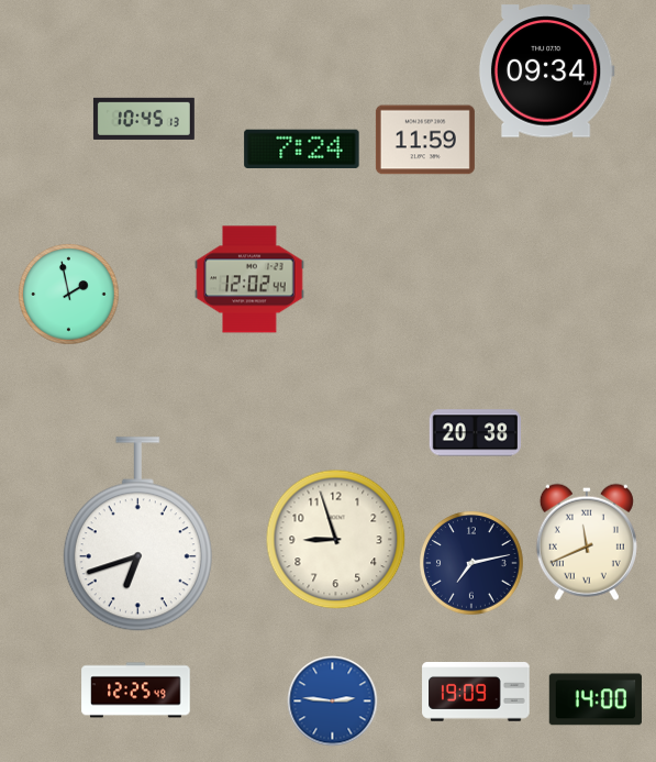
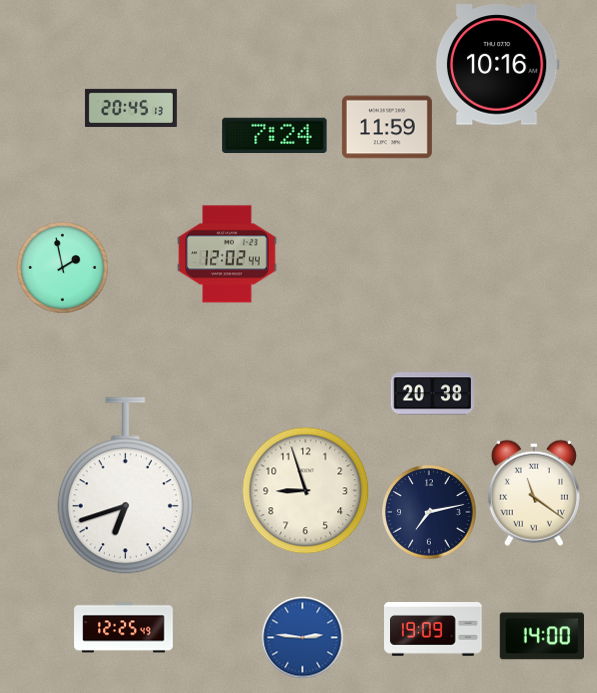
clock at (546, 71): 09:34 -> 10:16
clock at (144, 119): 10:45 -> 20:45
clock at (587, 542): 11:41 -> 11:21
